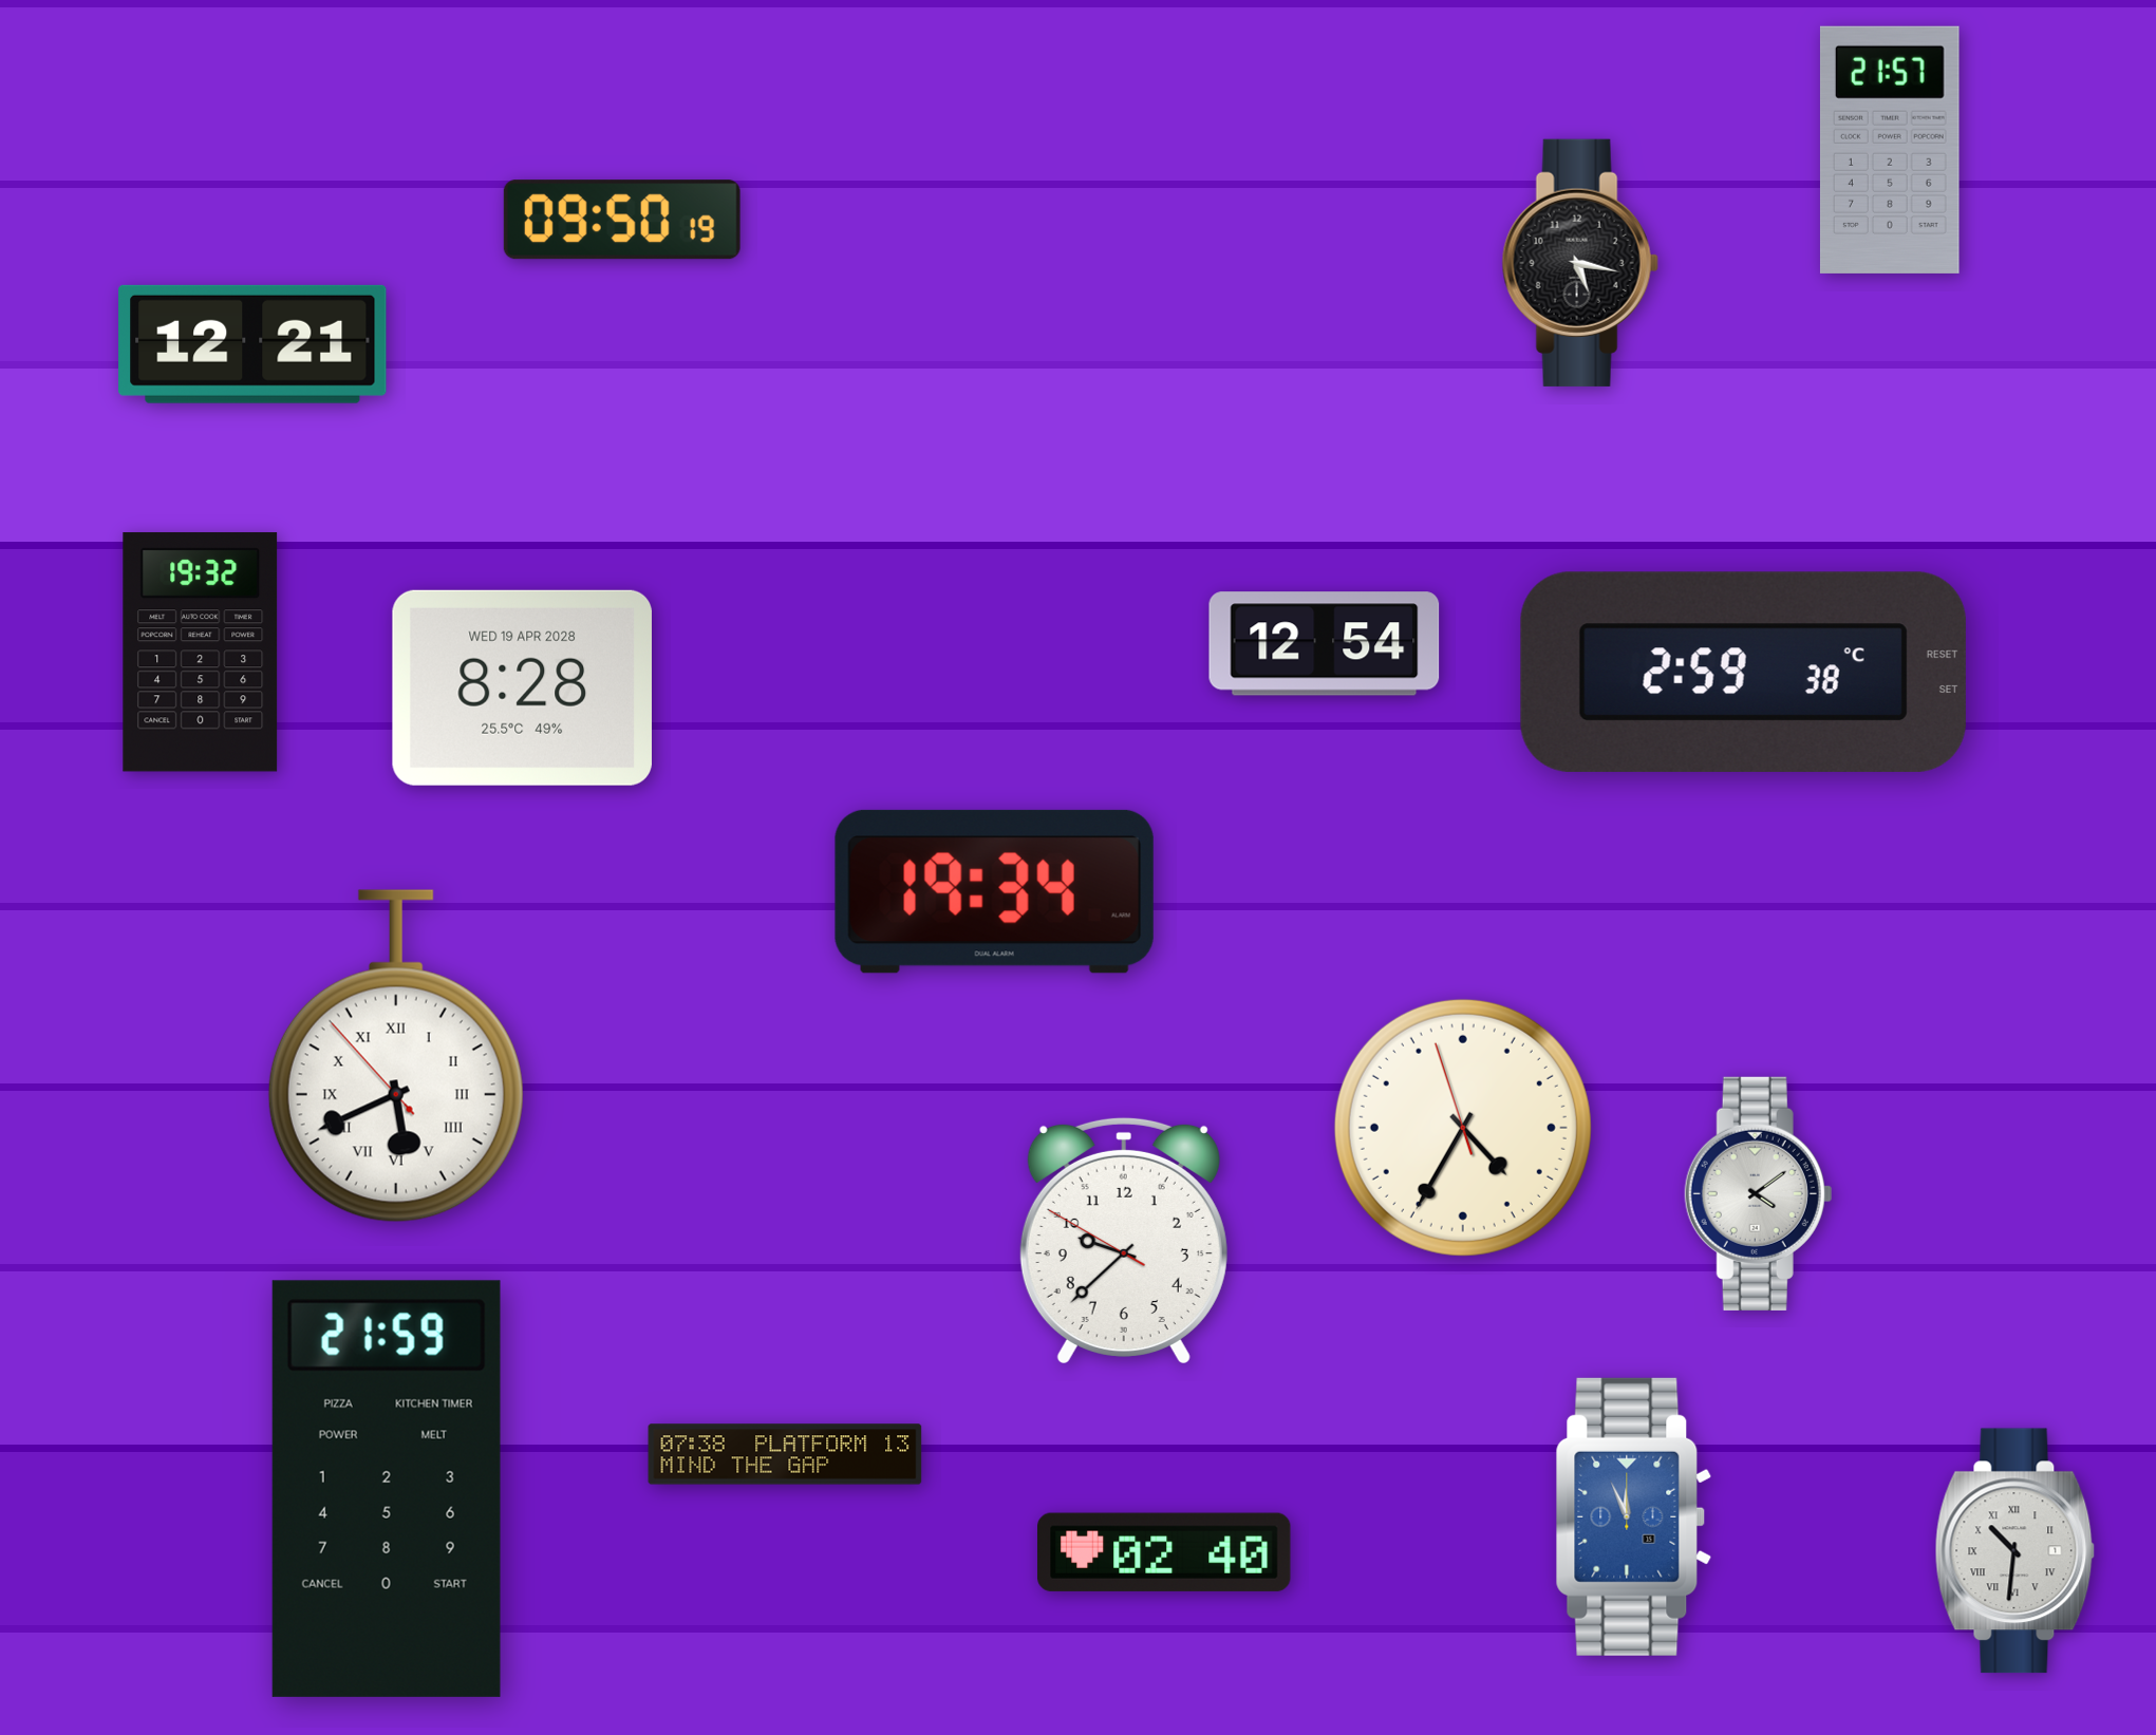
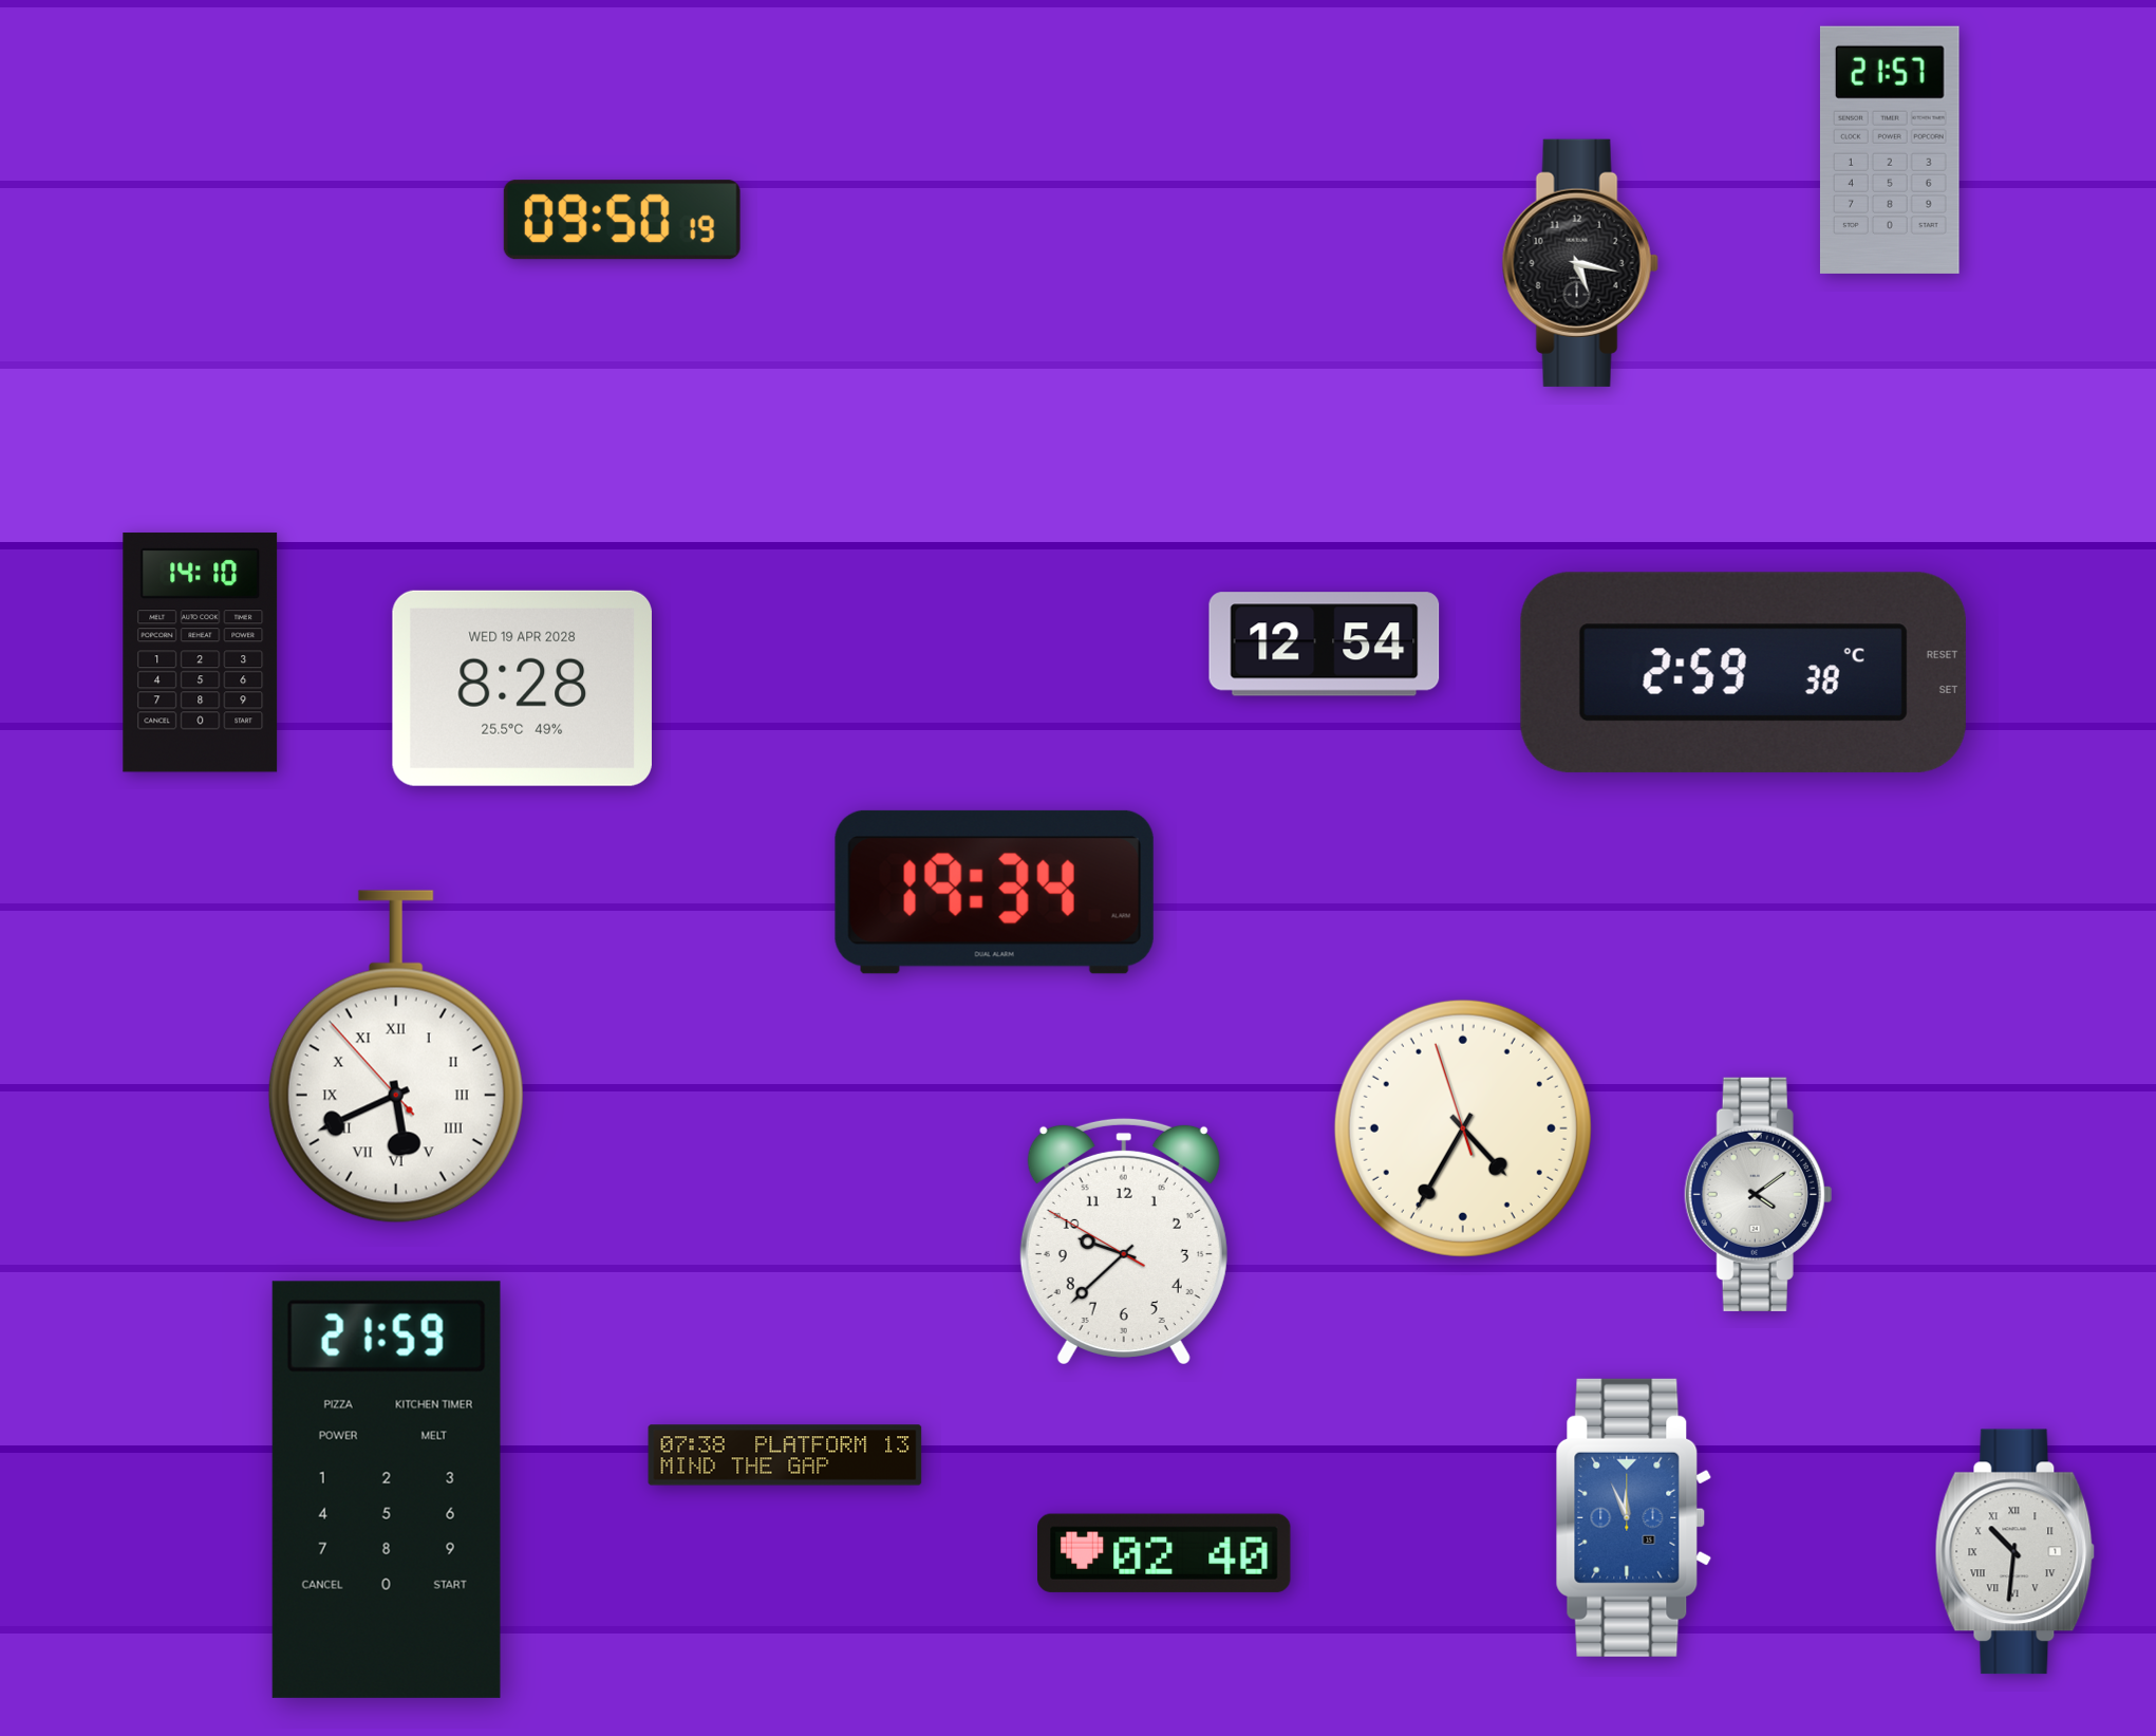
clock at (252, 344): 12:21 -> none
clock at (201, 653): 19:32 -> 14:10
